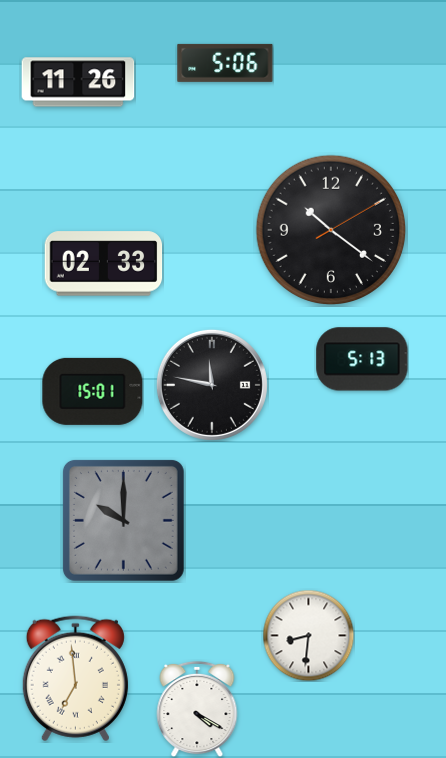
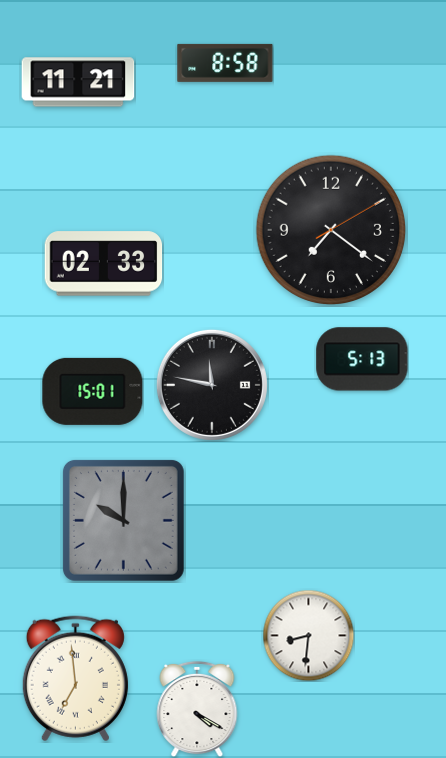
clock at (225, 63): 5:06 -> 8:58
clock at (78, 82): 11:26 -> 11:21
clock at (330, 229): 10:21 -> 7:21
